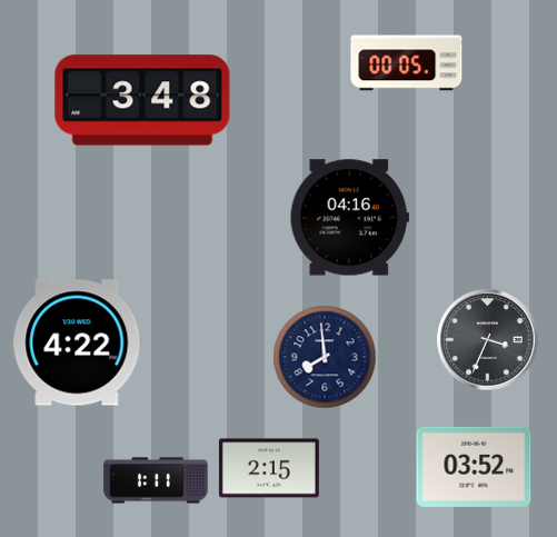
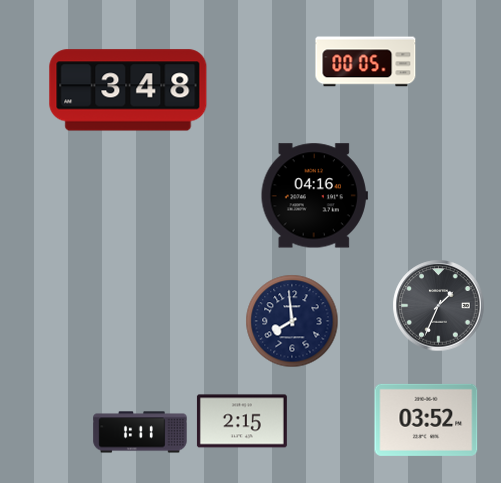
clock at (407, 63) position: (407, 63) -> (366, 62)
clock at (488, 340): 3:34 -> 1:34
clock at (77, 342): 4:22 -> none
